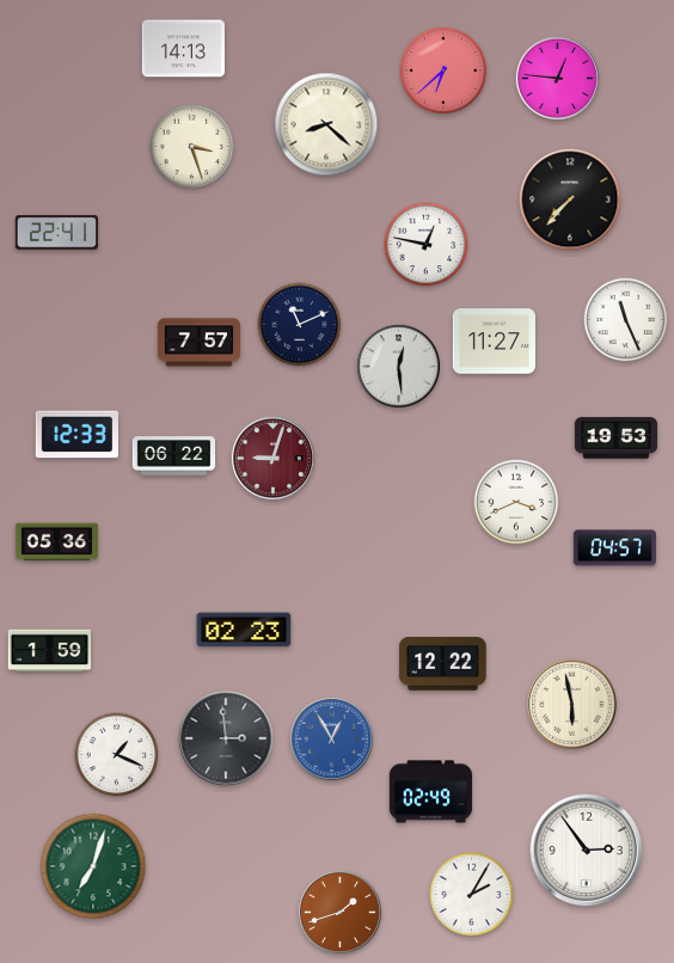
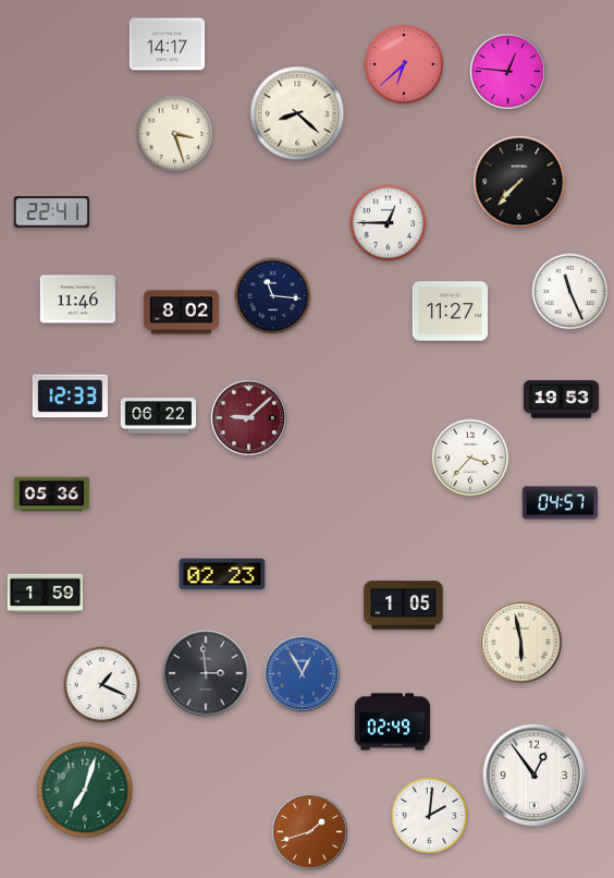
clock at (184, 49): 14:13 -> 14:17
clock at (427, 245): 12:47 -> 12:45
clock at (300, 325): 11:11 -> 11:16
clock at (77, 300): none -> 11:46
clock at (200, 343): 7:57 -> 8:02
clock at (398, 366): 12:29 -> none
clock at (272, 458): 9:03 -> 9:08
clock at (516, 502): 3:41 -> 3:37
clock at (614, 548) position: (614, 548) -> (560, 503)
clock at (443, 664): 12:22 -> 1:05
clock at (117, 755) position: (117, 755) -> (102, 685)
clock at (587, 851): 2:54 -> 12:54
clock at (472, 895): 2:05 -> 2:01
